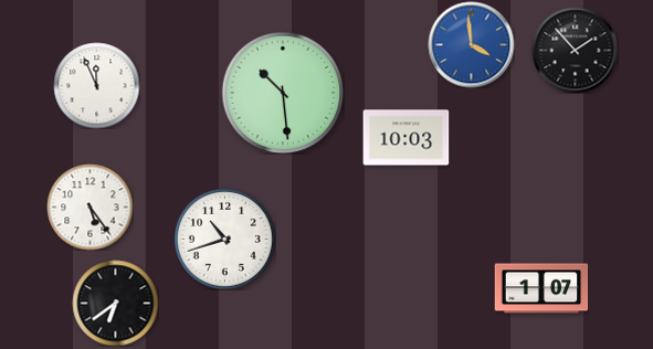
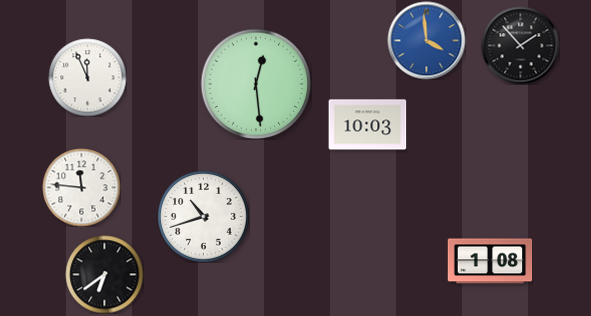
clock at (283, 93): 10:29 -> 12:29
clock at (89, 207): 5:24 -> 11:46
clock at (541, 288): 1:07 -> 1:08
